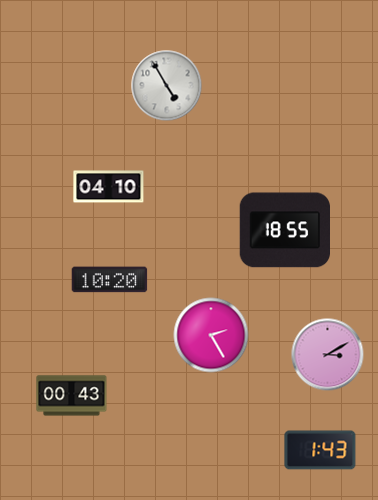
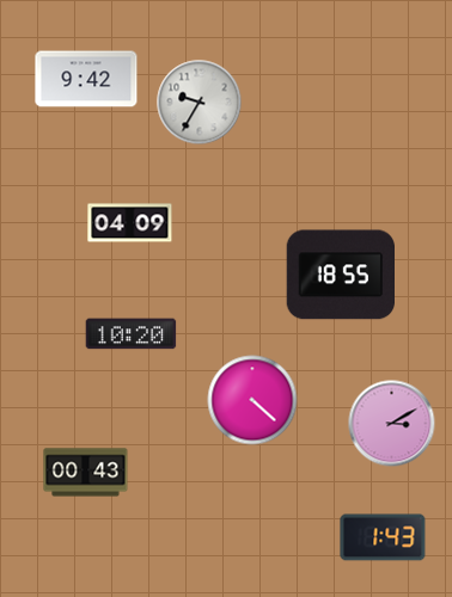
clock at (86, 79): none -> 9:42
clock at (167, 86): 4:55 -> 9:35
clock at (109, 187): 04:10 -> 04:09
clock at (211, 335): 2:25 -> 4:22
